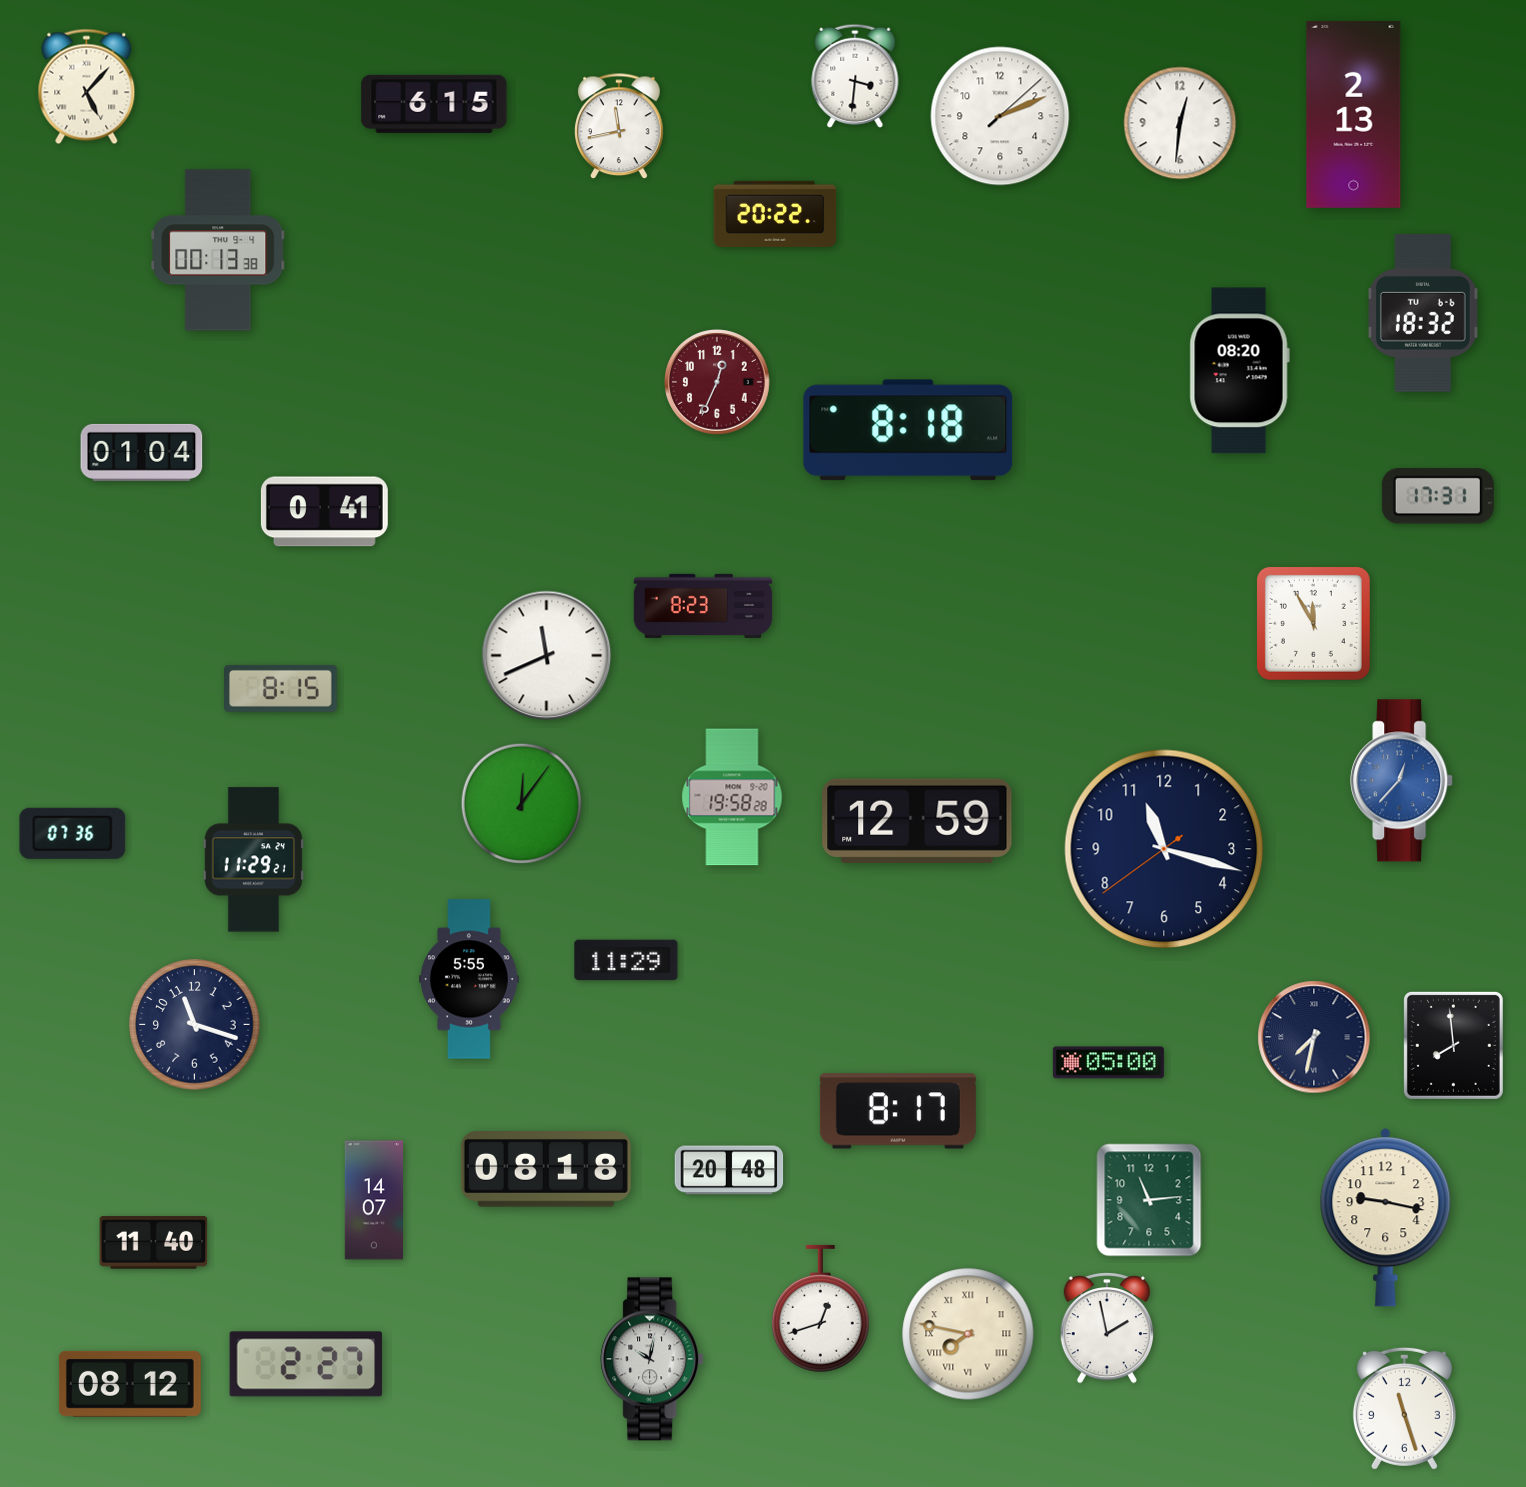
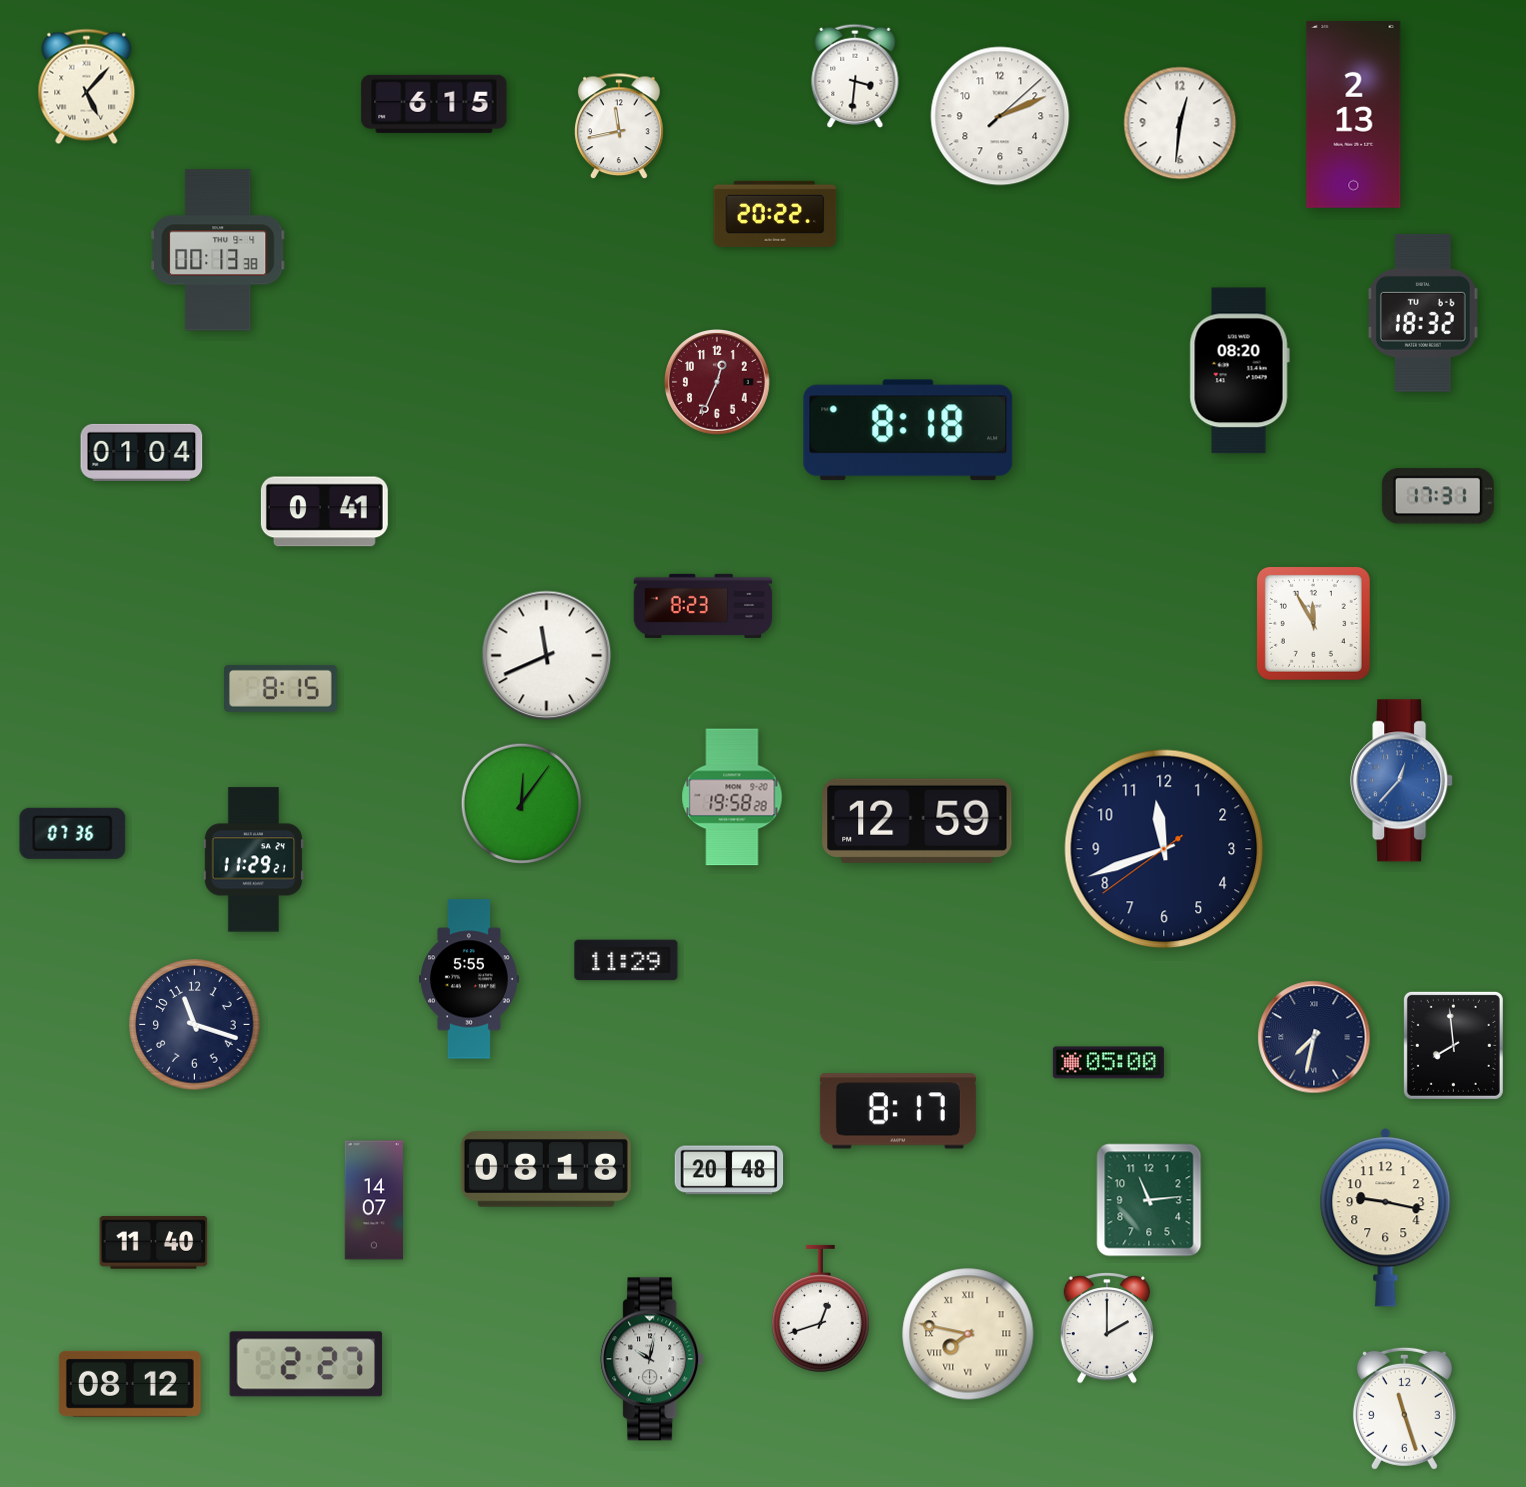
clock at (1164, 849): 11:17 -> 11:41
clock at (1107, 1328): 1:58 -> 2:00
